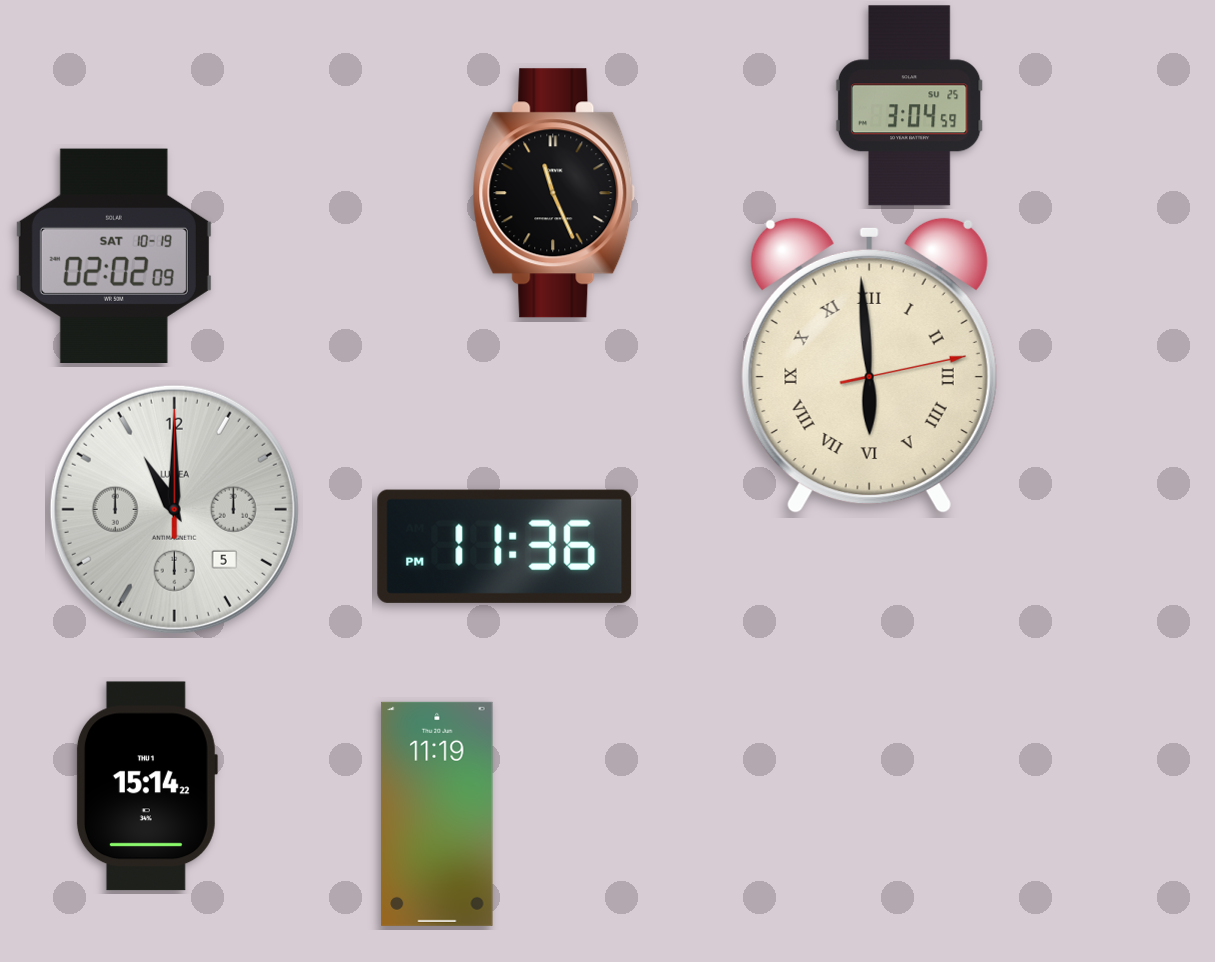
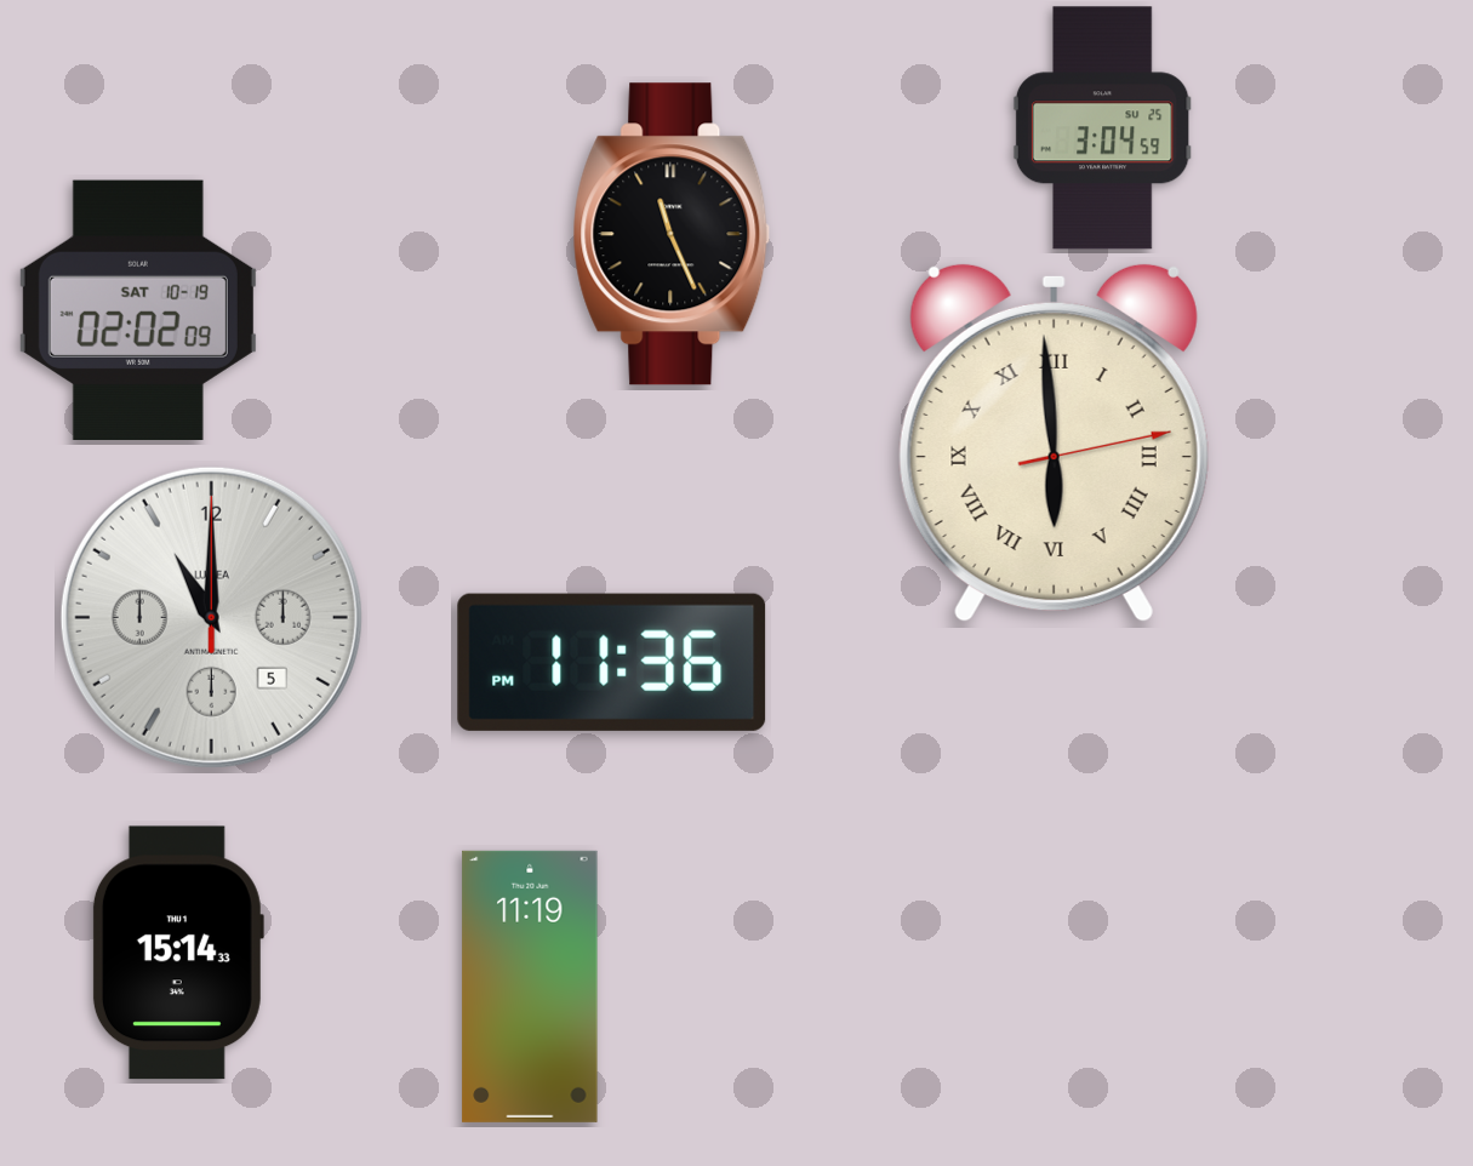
clock at (146, 786): 15:14:22 -> 15:14:33
